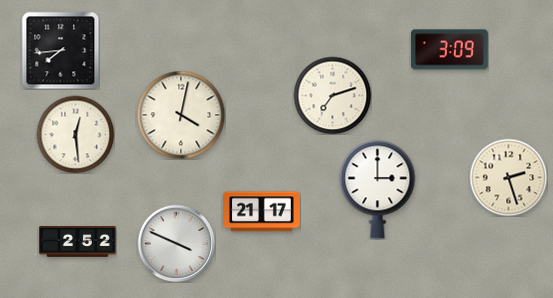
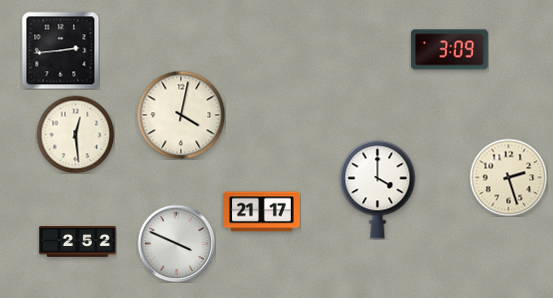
clock at (60, 50): 7:44 -> 2:44
clock at (332, 95): 7:12 -> none
clock at (378, 190): 3:00 -> 4:00
